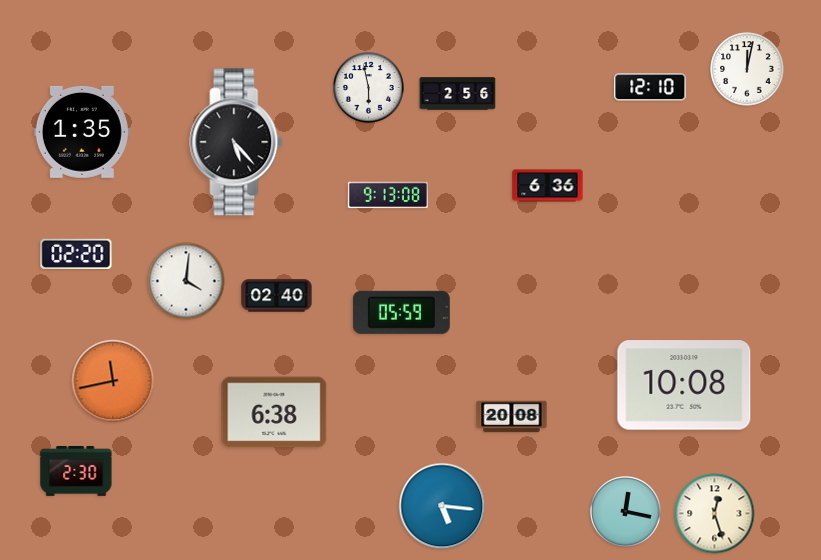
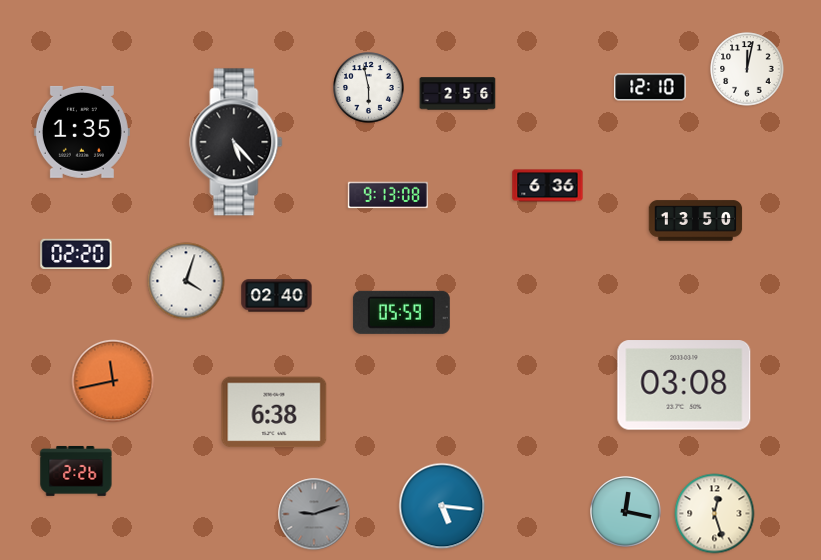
clock at (696, 221): none -> 13:50
clock at (186, 281): 4:01 -> 4:03
clock at (684, 385): 10:08 -> 03:08
clock at (512, 417): 20:08 -> none
clock at (76, 471): 2:30 -> 2:26
clock at (314, 514): none -> 9:12
